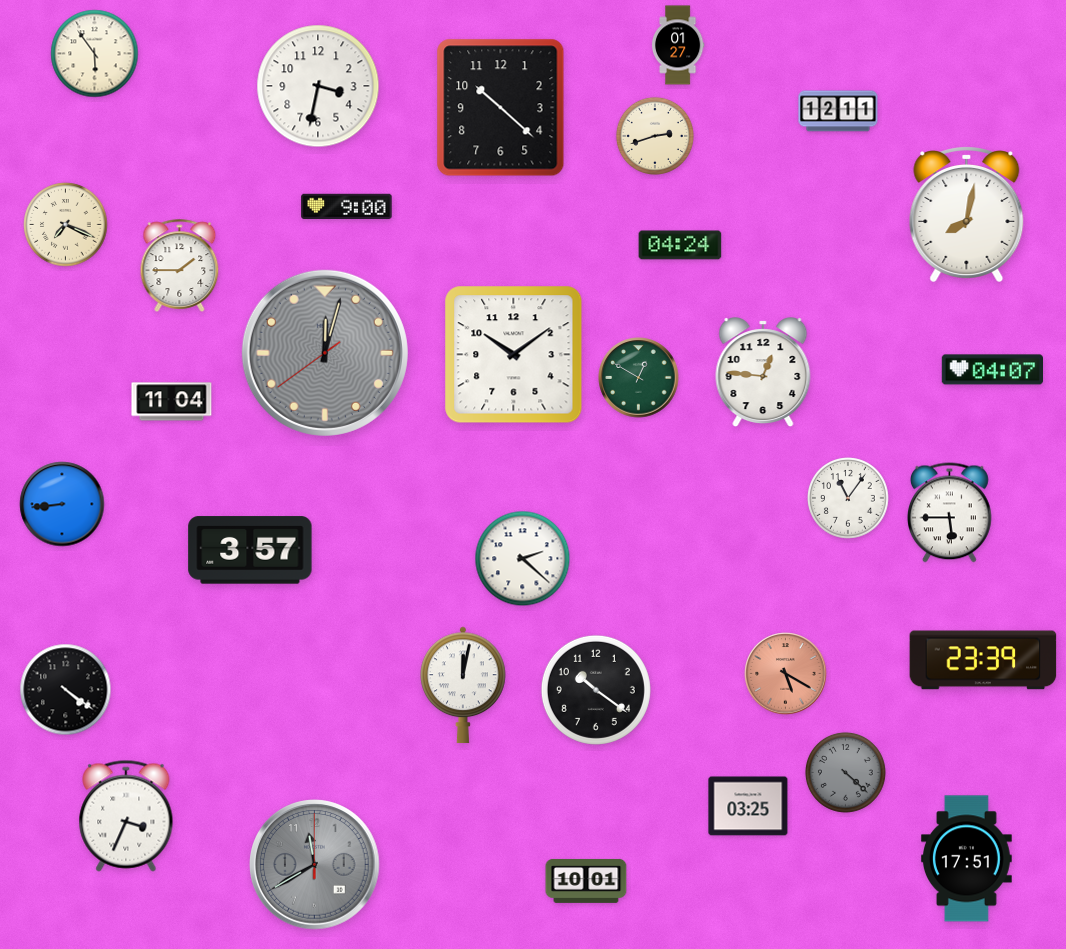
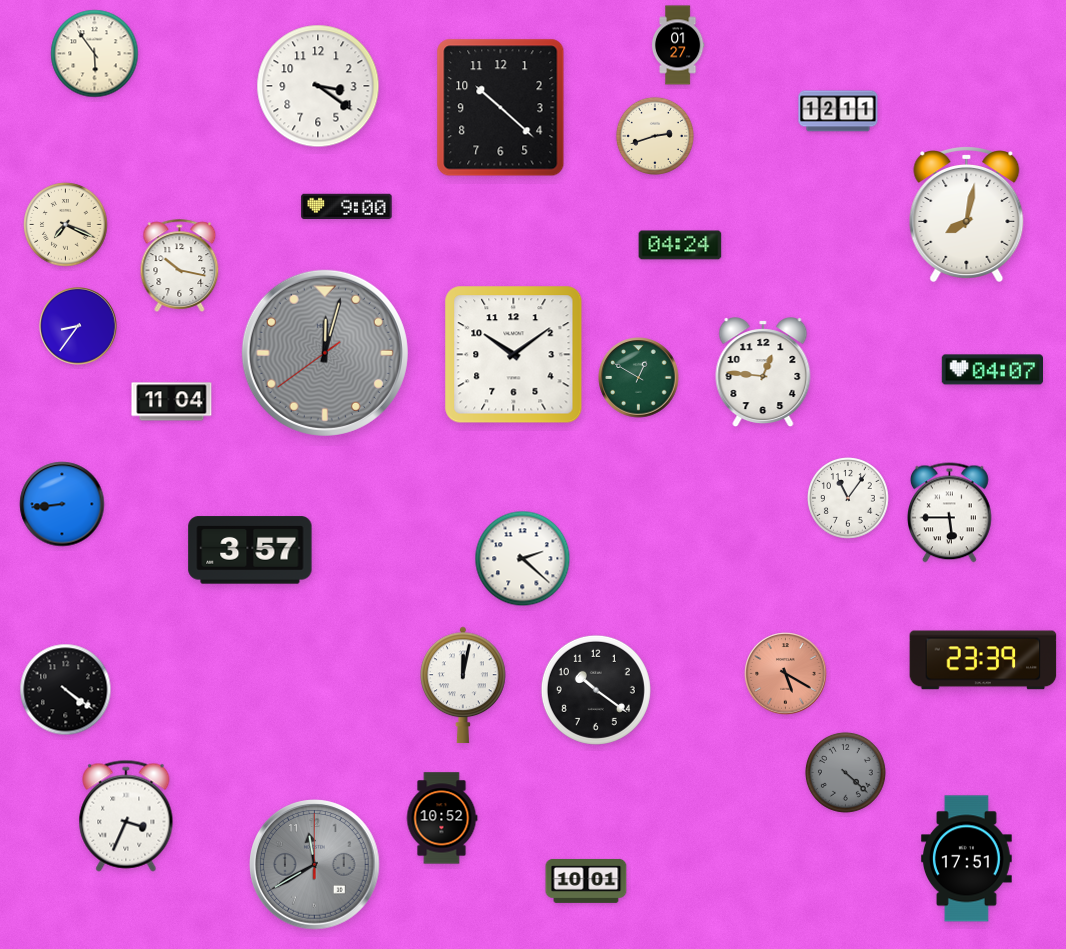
clock at (318, 86): 3:32 -> 3:21
clock at (180, 265): 1:45 -> 10:17
clock at (78, 326): none -> 8:36
clock at (748, 806): 03:25 -> none
clock at (442, 818): none -> 10:52
